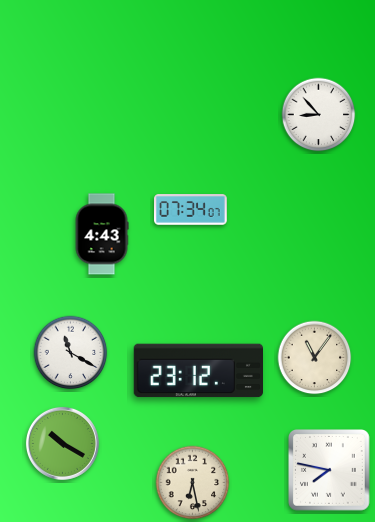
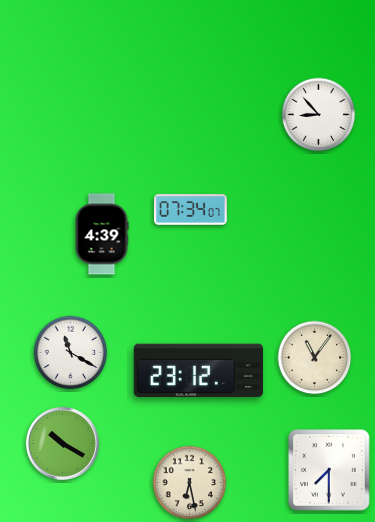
clock at (102, 234): 4:43 -> 4:39
clock at (330, 471): 7:47 -> 7:30
clock at (193, 483) position: (193, 483) -> (190, 483)
